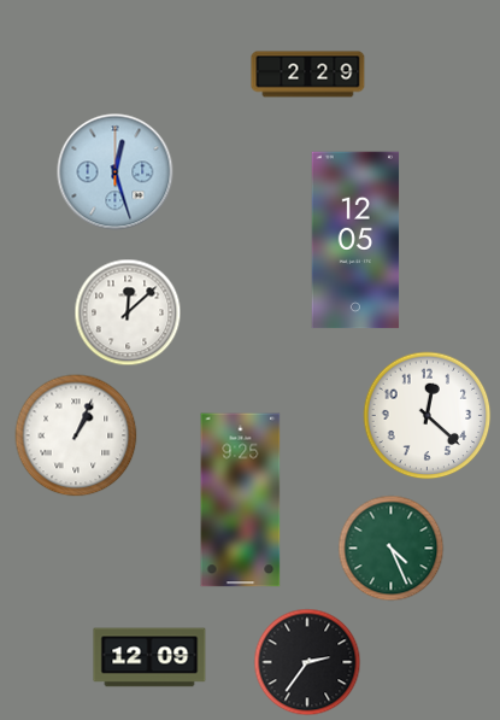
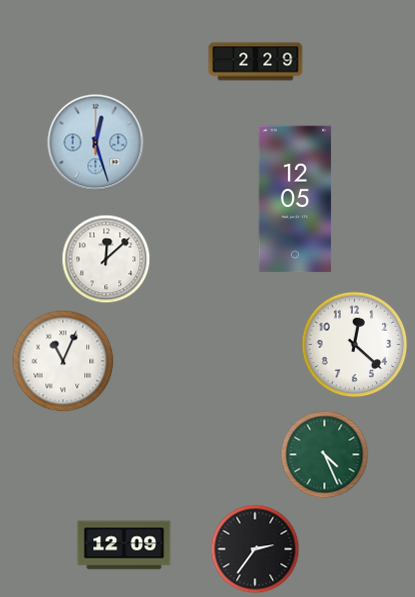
clock at (76, 435): 1:04 -> 11:04
clock at (241, 501): 9:25 -> none
